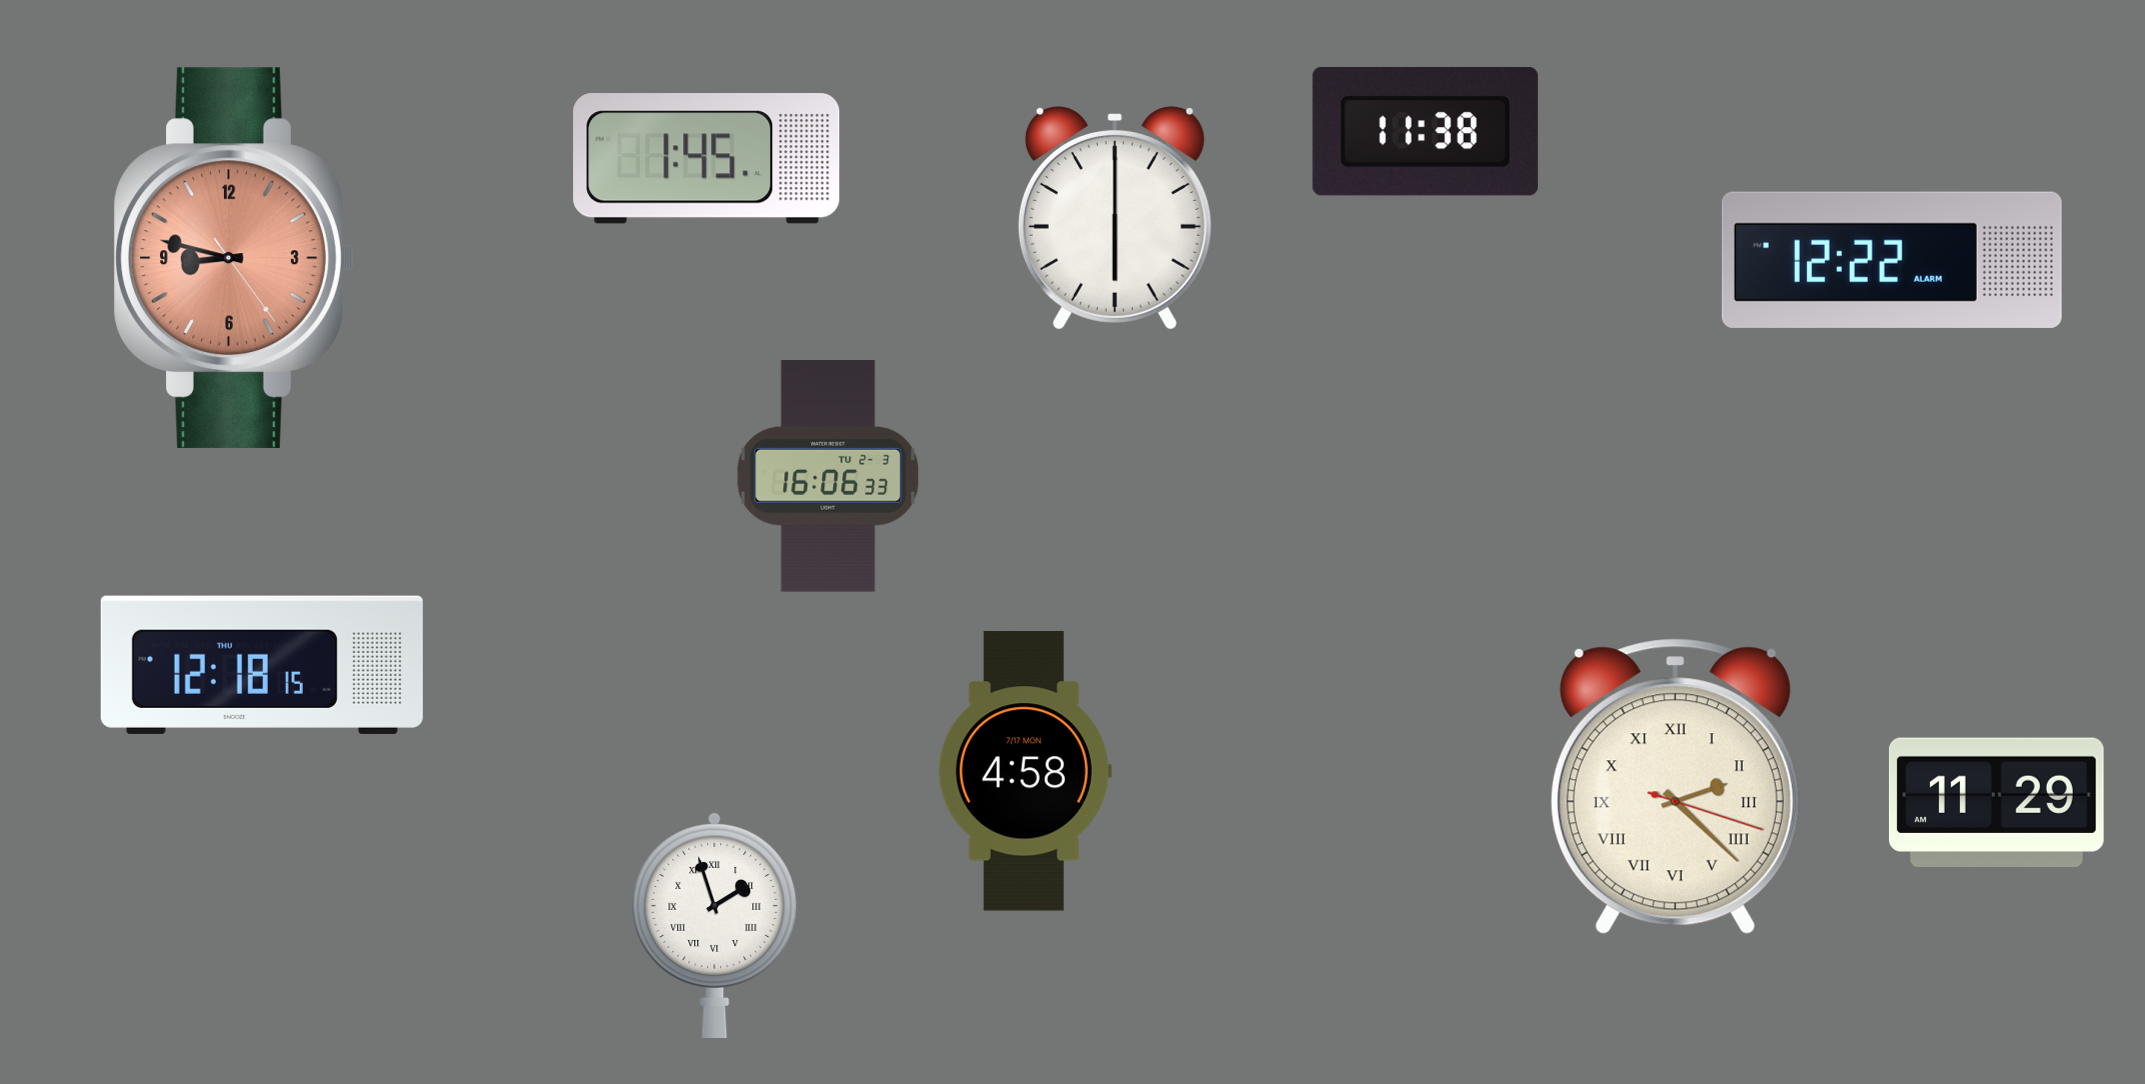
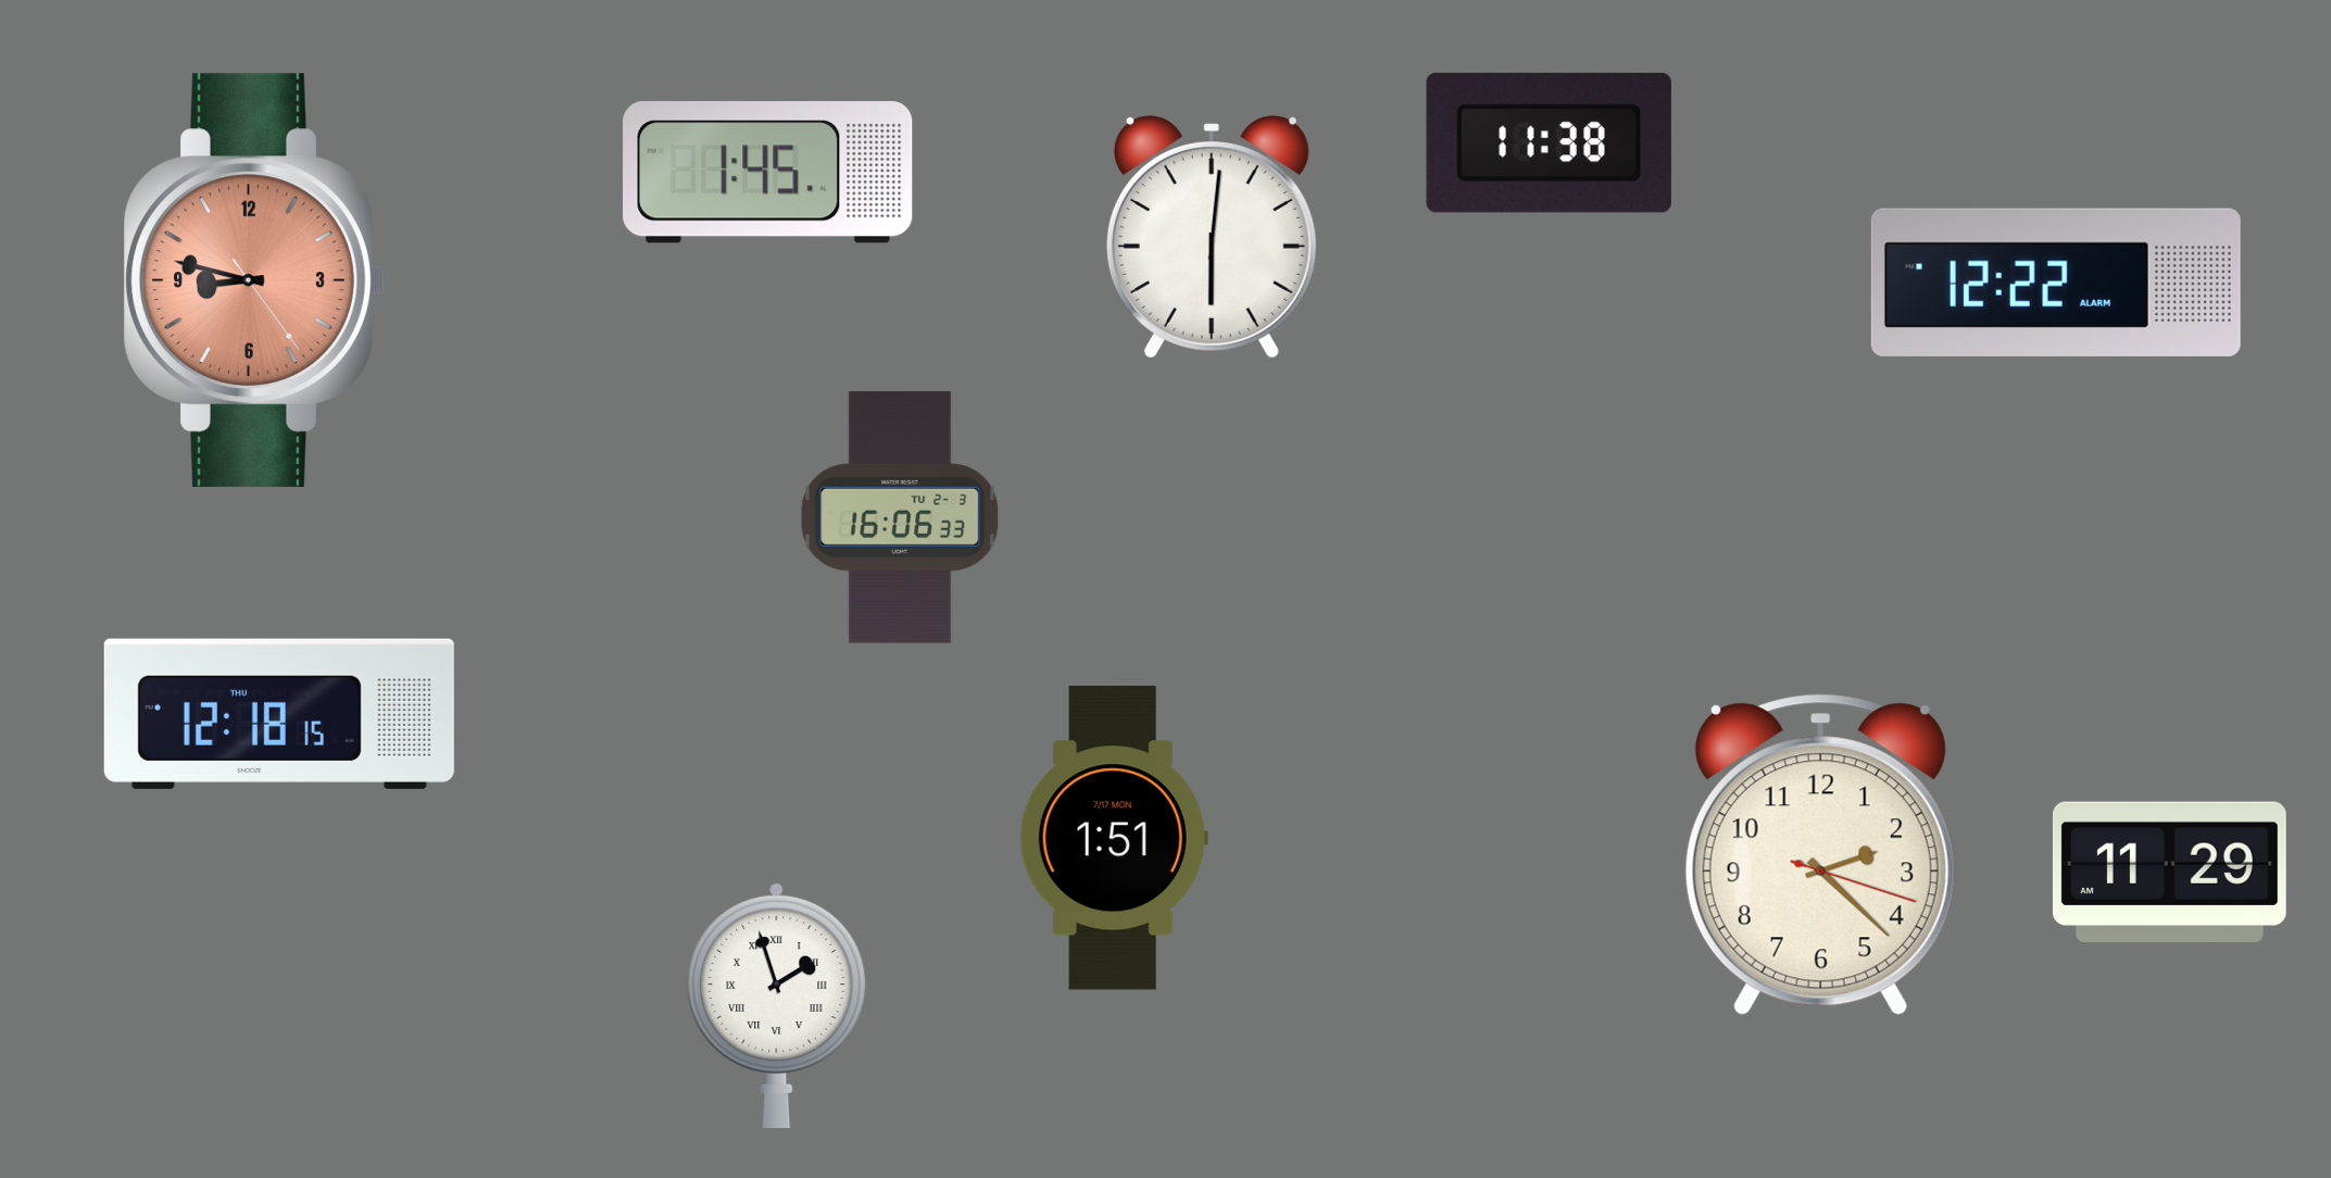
clock at (1115, 218): 6:00 -> 6:01
clock at (262, 665) position: (262, 665) -> (279, 714)
clock at (1025, 771): 4:58 -> 1:51
clock at (1675, 787) numerals: Roman -> Arabic
